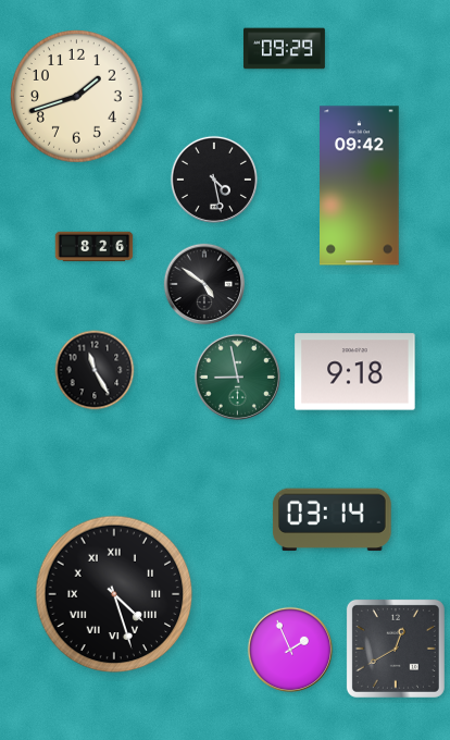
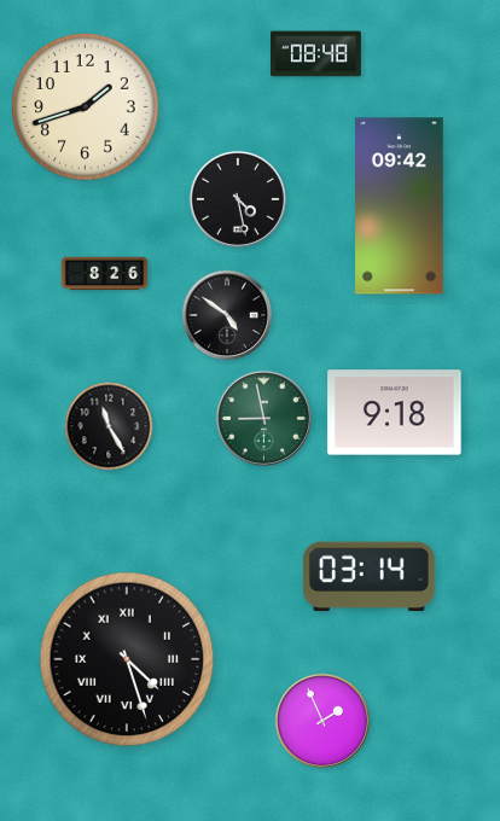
clock at (285, 49): 09:29 -> 08:48
clock at (95, 370) position: (95, 370) -> (109, 426)
clock at (396, 649): 12:40 -> none
